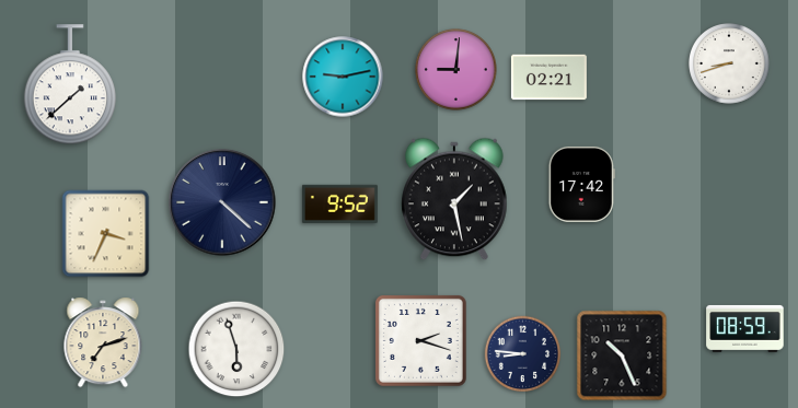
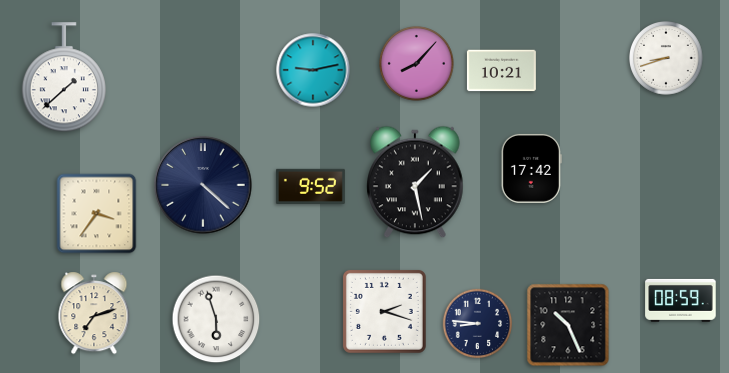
clock at (456, 70): 9:01 -> 8:07
clock at (548, 78): 02:21 -> 10:21
clock at (106, 234): 3:34 -> 3:36
